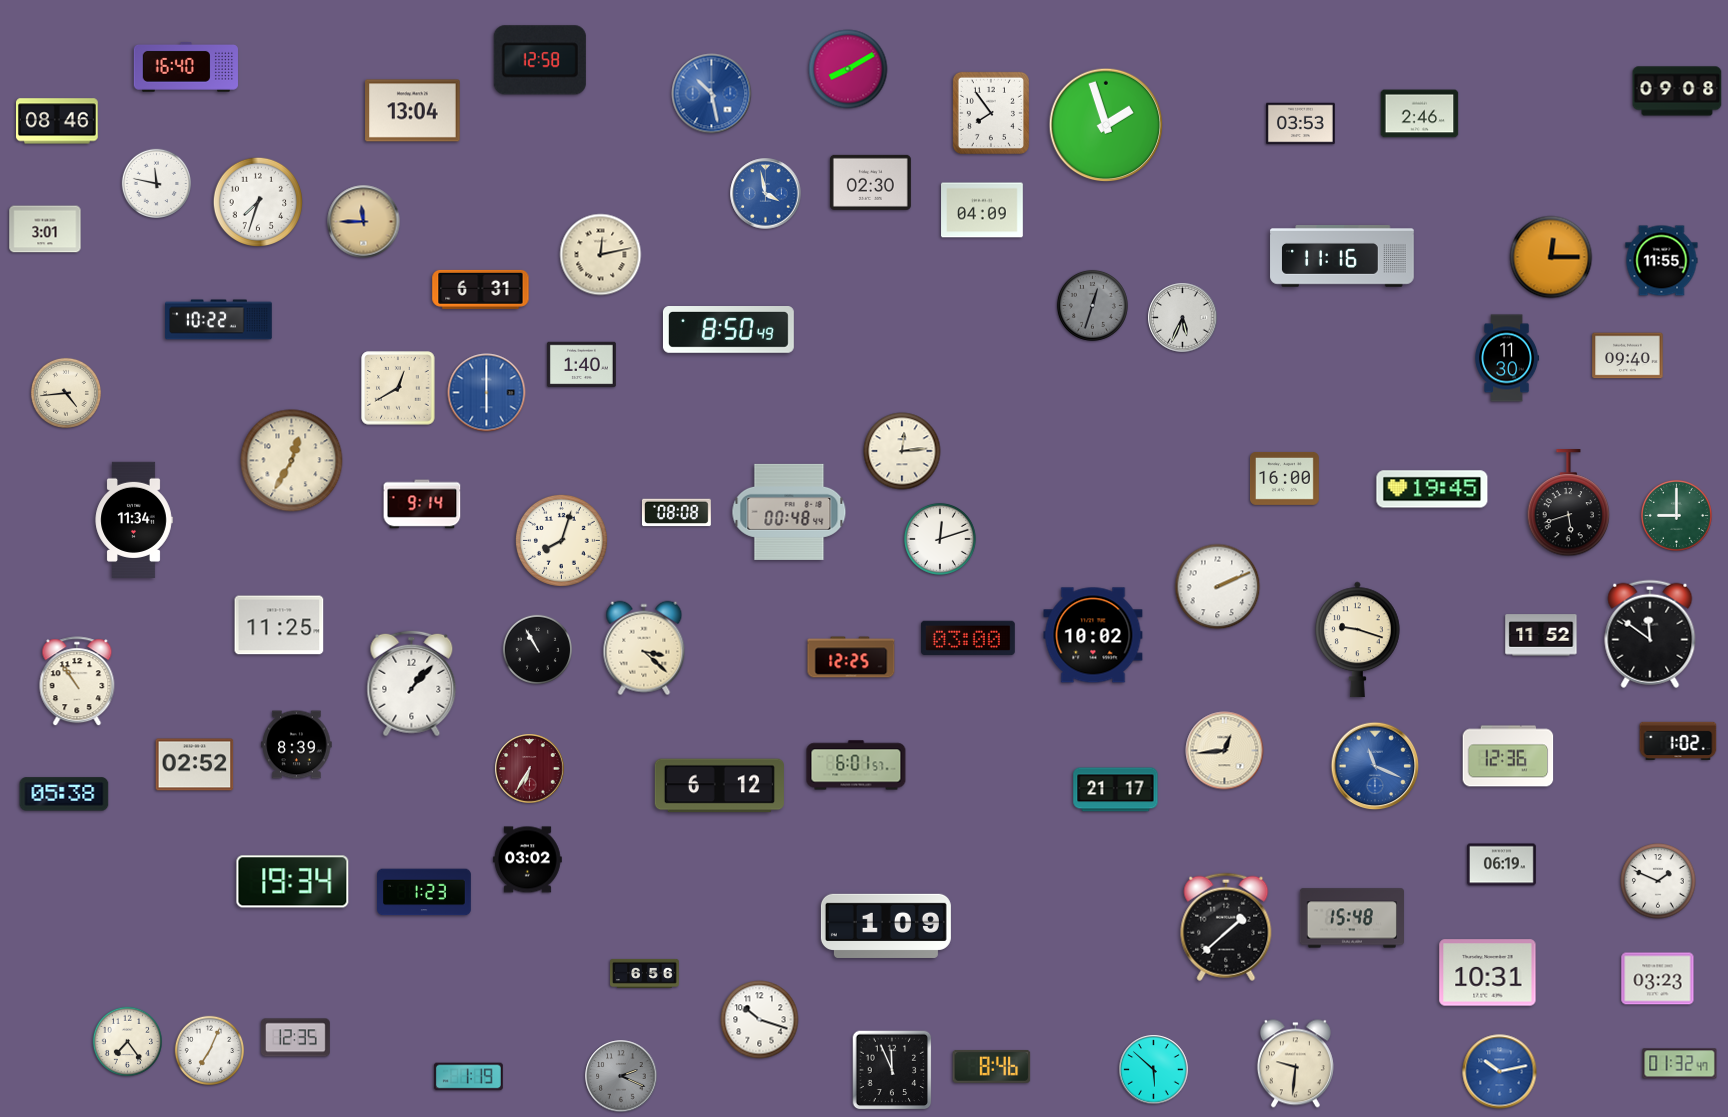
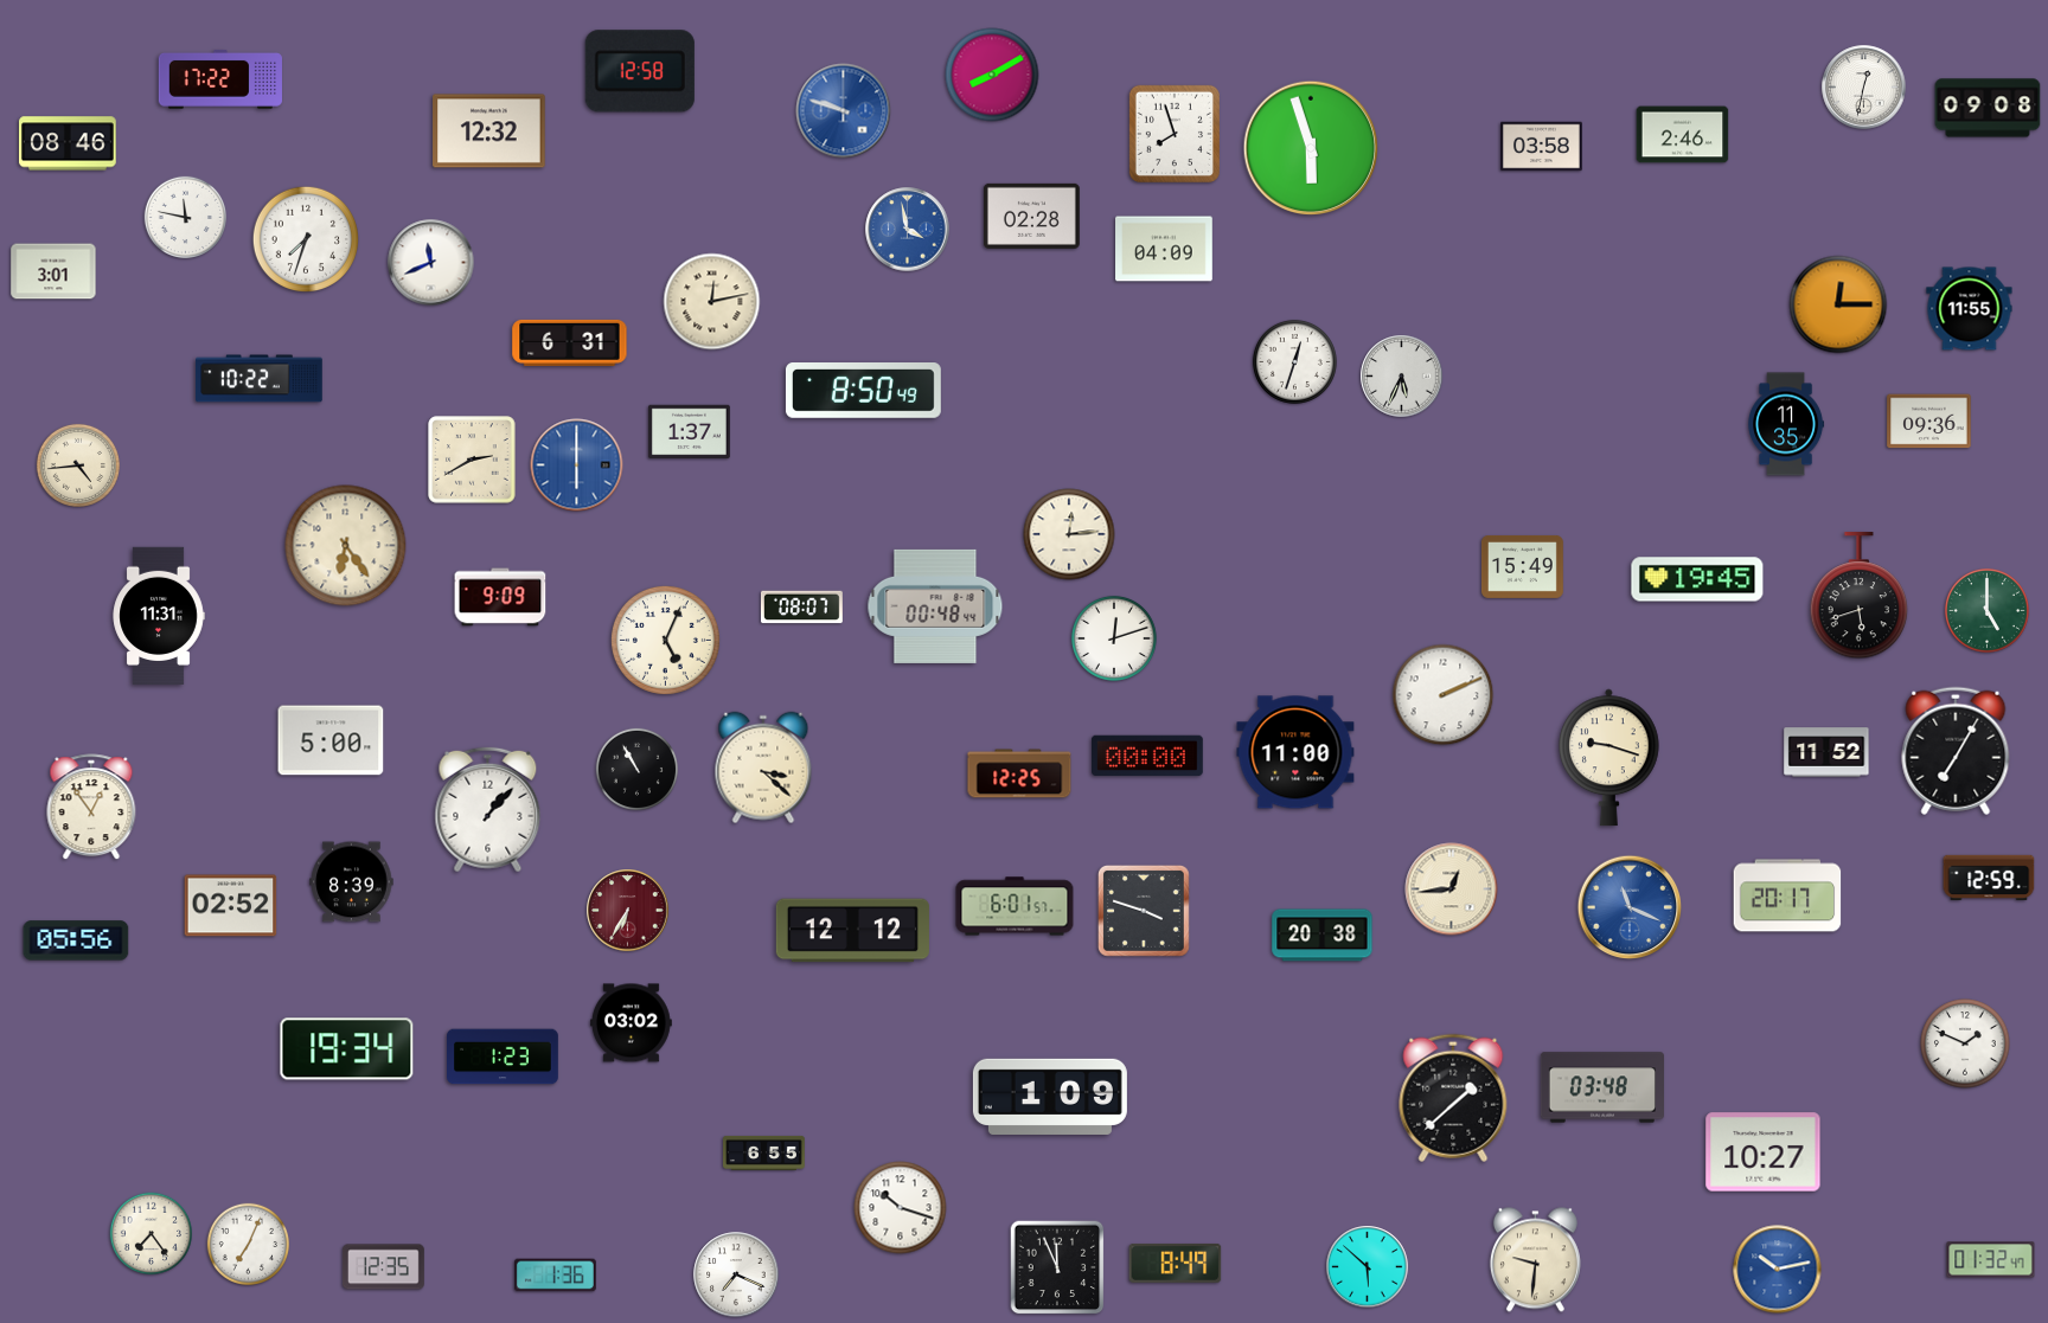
clock at (186, 67): 16:40 -> 17:22
clock at (848, 69) position: (848, 69) -> (992, 75)
clock at (1864, 88): none -> 12:32
clock at (712, 94): 10:28 -> 9:48
clock at (413, 111): 13:04 -> 12:32
clock at (991, 113): 7:54 -> 7:57
clock at (1301, 124): 03:53 -> 03:58
clock at (1106, 125): 1:57 -> 5:57
clock at (870, 182): 02:30 -> 02:28
clock at (364, 222): 11:45 -> 11:41
clock at (364, 222) dial: champagne -> white
clock at (1342, 257): 11:16 -> none
clock at (1092, 305) dial: grey -> white
clock at (1628, 356): 09:40 -> 09:36
clock at (1507, 358): 11:30 -> 11:35
clock at (582, 365): 1:40 -> 1:37
clock at (398, 388): 12:40 -> 2:40
clock at (292, 461): 12:35 -> 6:24
clock at (1285, 478): 16:00 -> 15:49
clock at (422, 504): 9:14 -> 9:09
clock at (676, 513): 08:08 -> 08:07
clock at (1676, 515): 9:00 -> 5:00
clock at (134, 520): 11:34 -> 11:31
clock at (561, 540): 8:03 -> 5:04
clock at (279, 625): 11:25 -> 5:00
clock at (1650, 634): 11:51 -> 7:05
clock at (1093, 635): 10:02 -> 11:00
clock at (968, 638): 03:00 -> 00:00
clock at (851, 657) position: (851, 657) -> (1019, 773)
clock at (77, 682): 10:54 -> 12:54
clock at (1678, 740): 1:02 -> 12:59
clock at (1508, 756): 12:36 -> 20:17
clock at (1145, 912): none -> 3:48
clock at (719, 786): 6:12 -> 12:12
clock at (1116, 790): 21:17 -> 20:38
clock at (64, 794): 05:38 -> 05:56
clock at (527, 860) position: (527, 860) -> (631, 1023)
clock at (1502, 865): 06:19 -> none
clock at (293, 882) position: (293, 882) -> (347, 1049)
clock at (1351, 918): 15:48 -> 03:48
clock at (645, 973): 6:56 -> 6:55
clock at (1488, 973): 10:31 -> 10:27
clock at (1658, 979): 03:23 -> none
clock at (295, 1038) position: (295, 1038) -> (383, 1267)
clock at (992, 1066): 8:46 -> 8:49
clock at (621, 1076): 2:19 -> 7:19
clock at (621, 1076) dial: grey -> white
clock at (468, 1077): 1:19 -> 1:36
